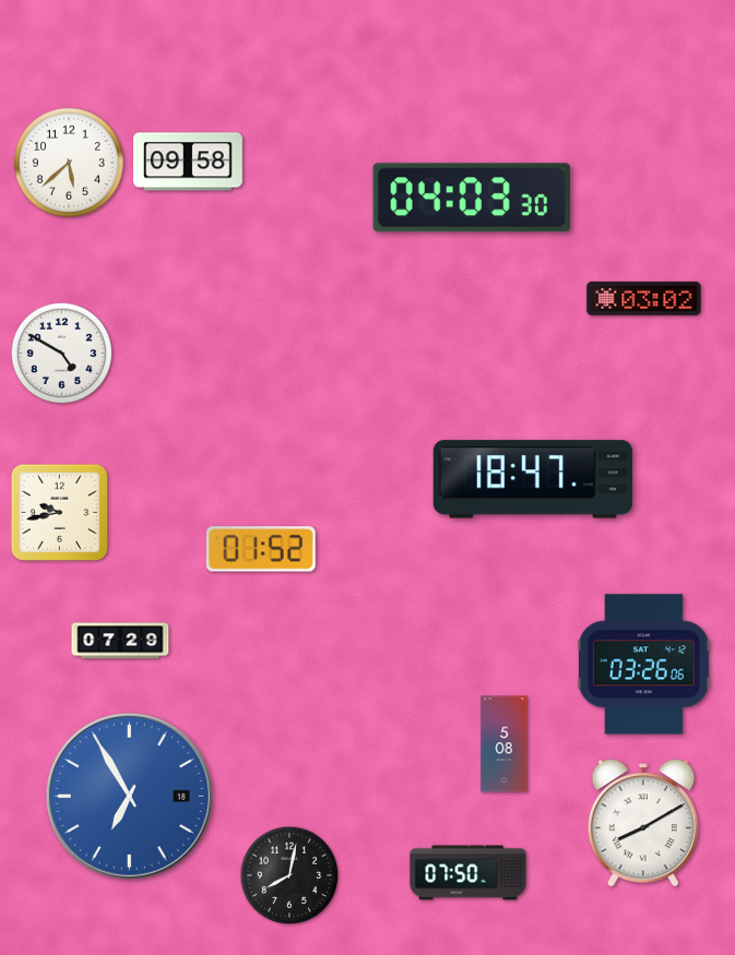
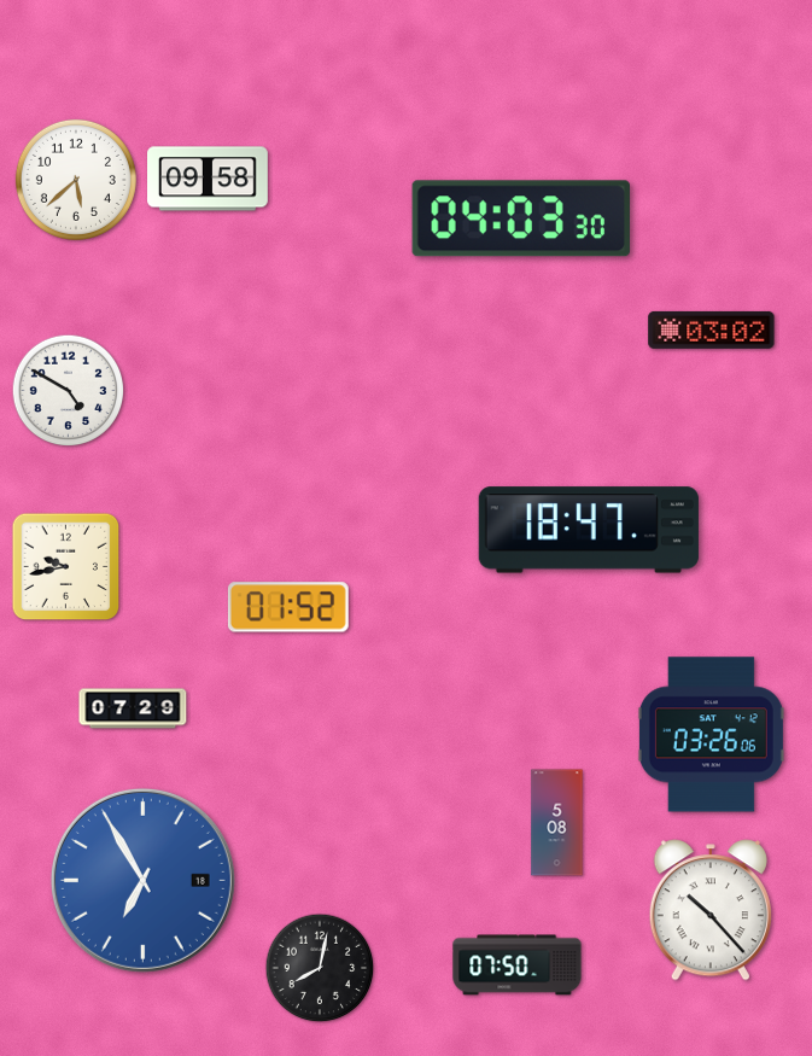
clock at (643, 823): 8:10 -> 10:23
